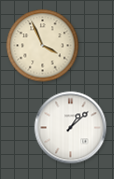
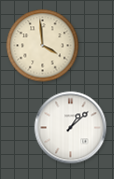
clock at (43, 46): 3:56 -> 3:59
